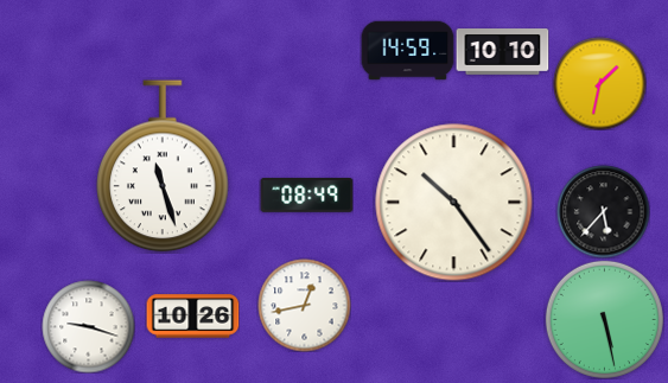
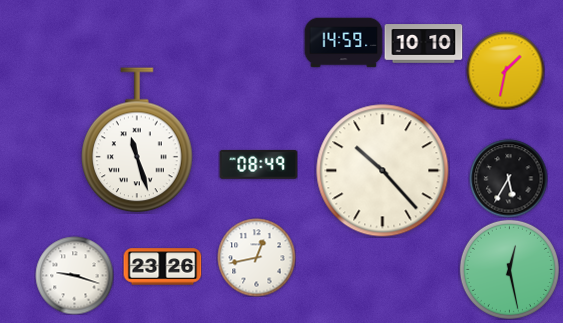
clock at (454, 203): 10:24 -> 10:23
clock at (603, 211): 5:37 -> 5:35
clock at (192, 317): 10:26 -> 23:26
clock at (604, 319): 5:28 -> 12:28
